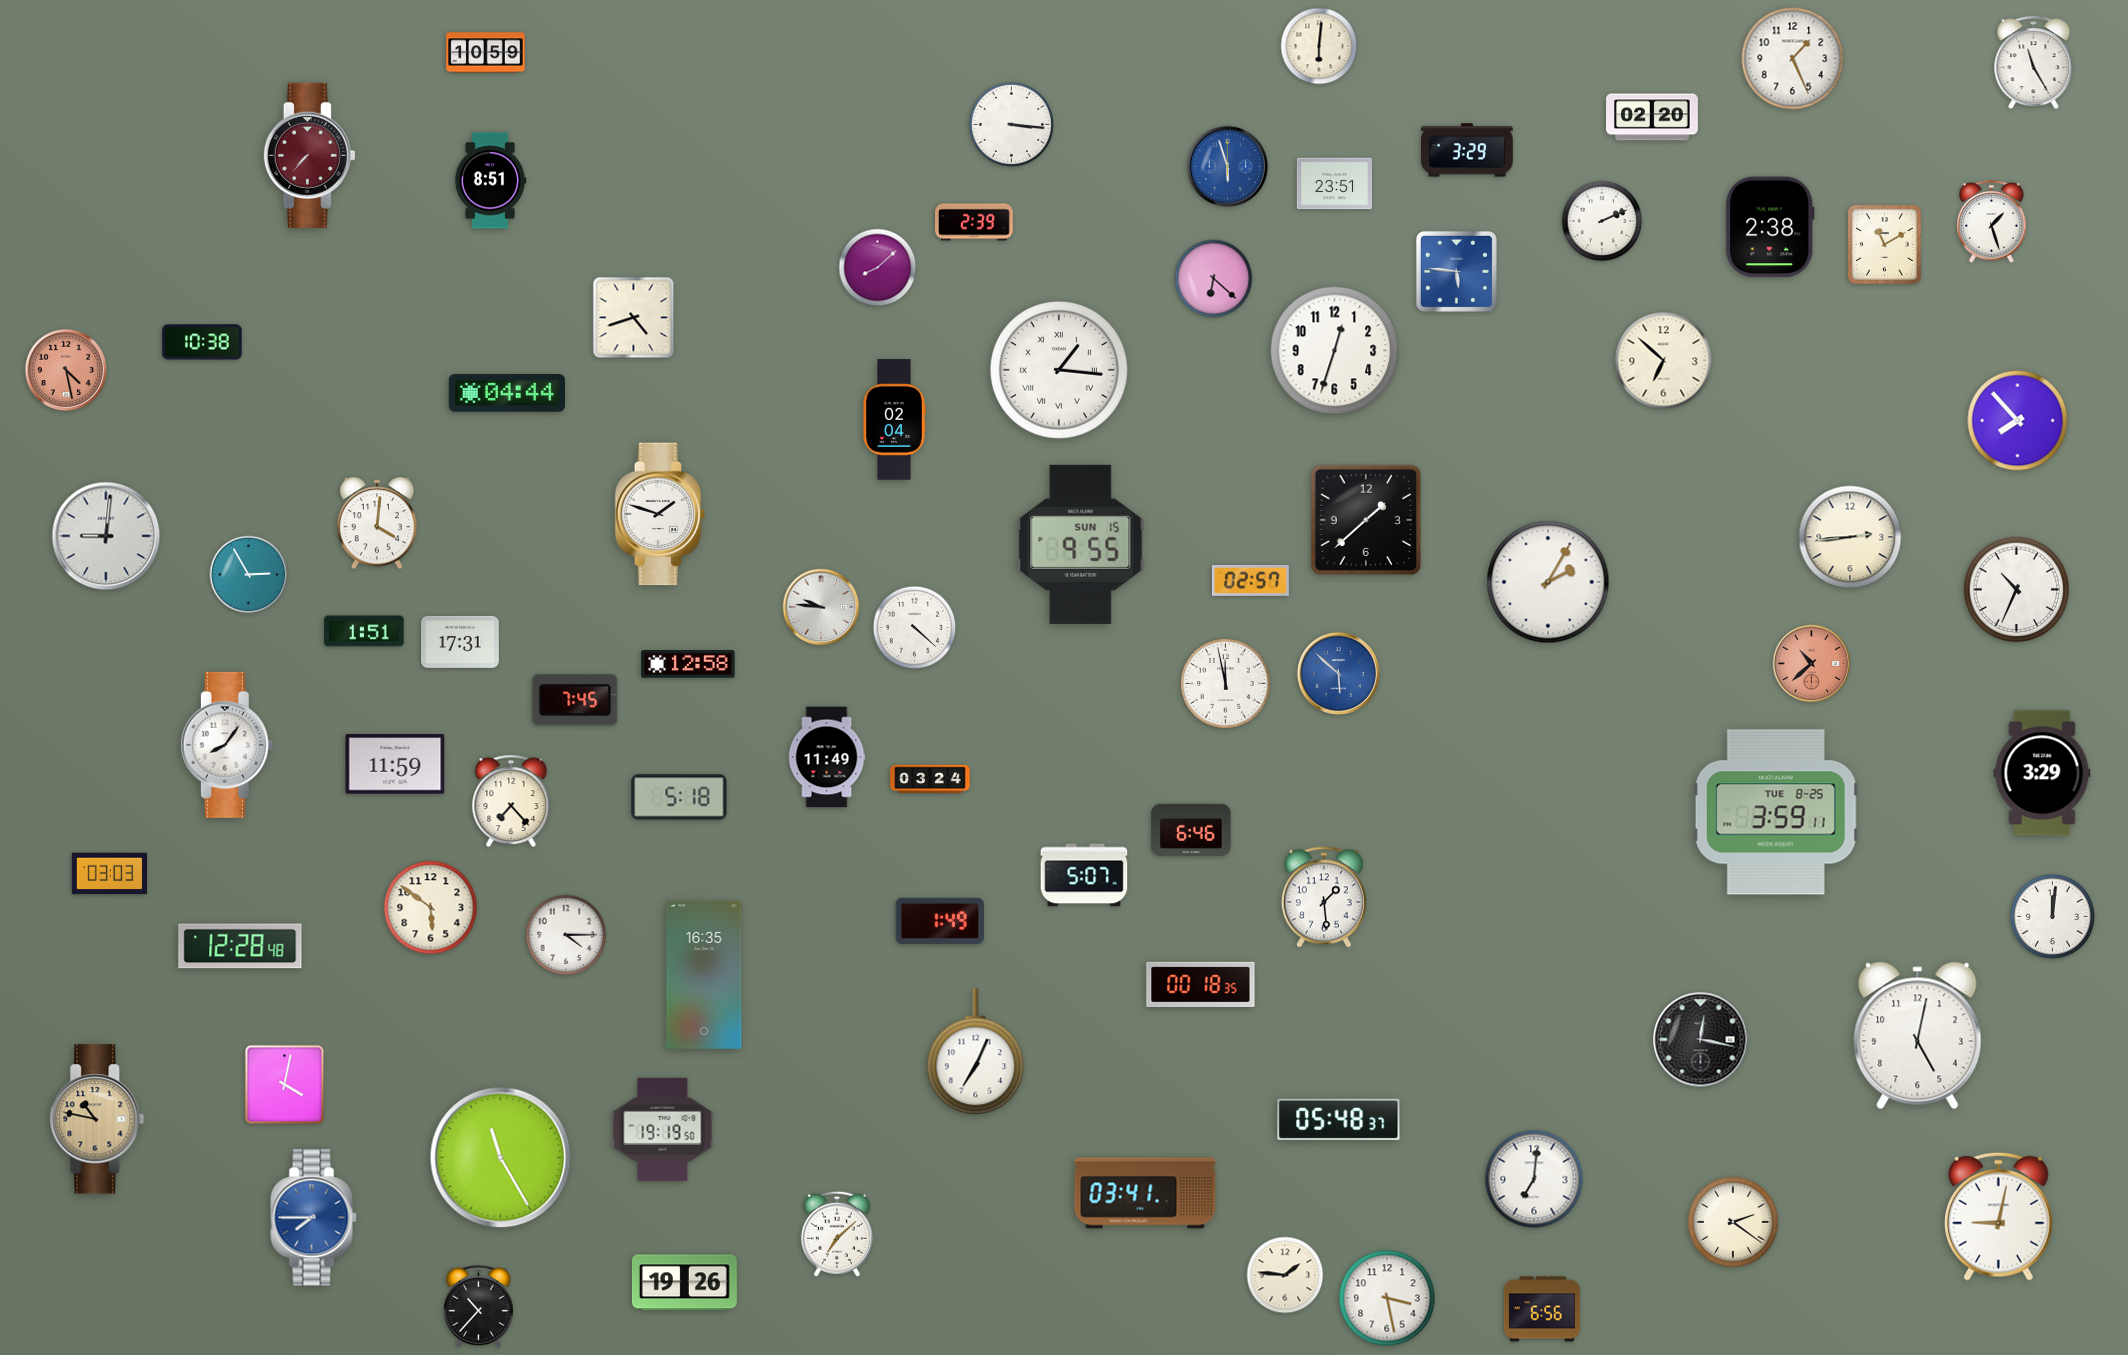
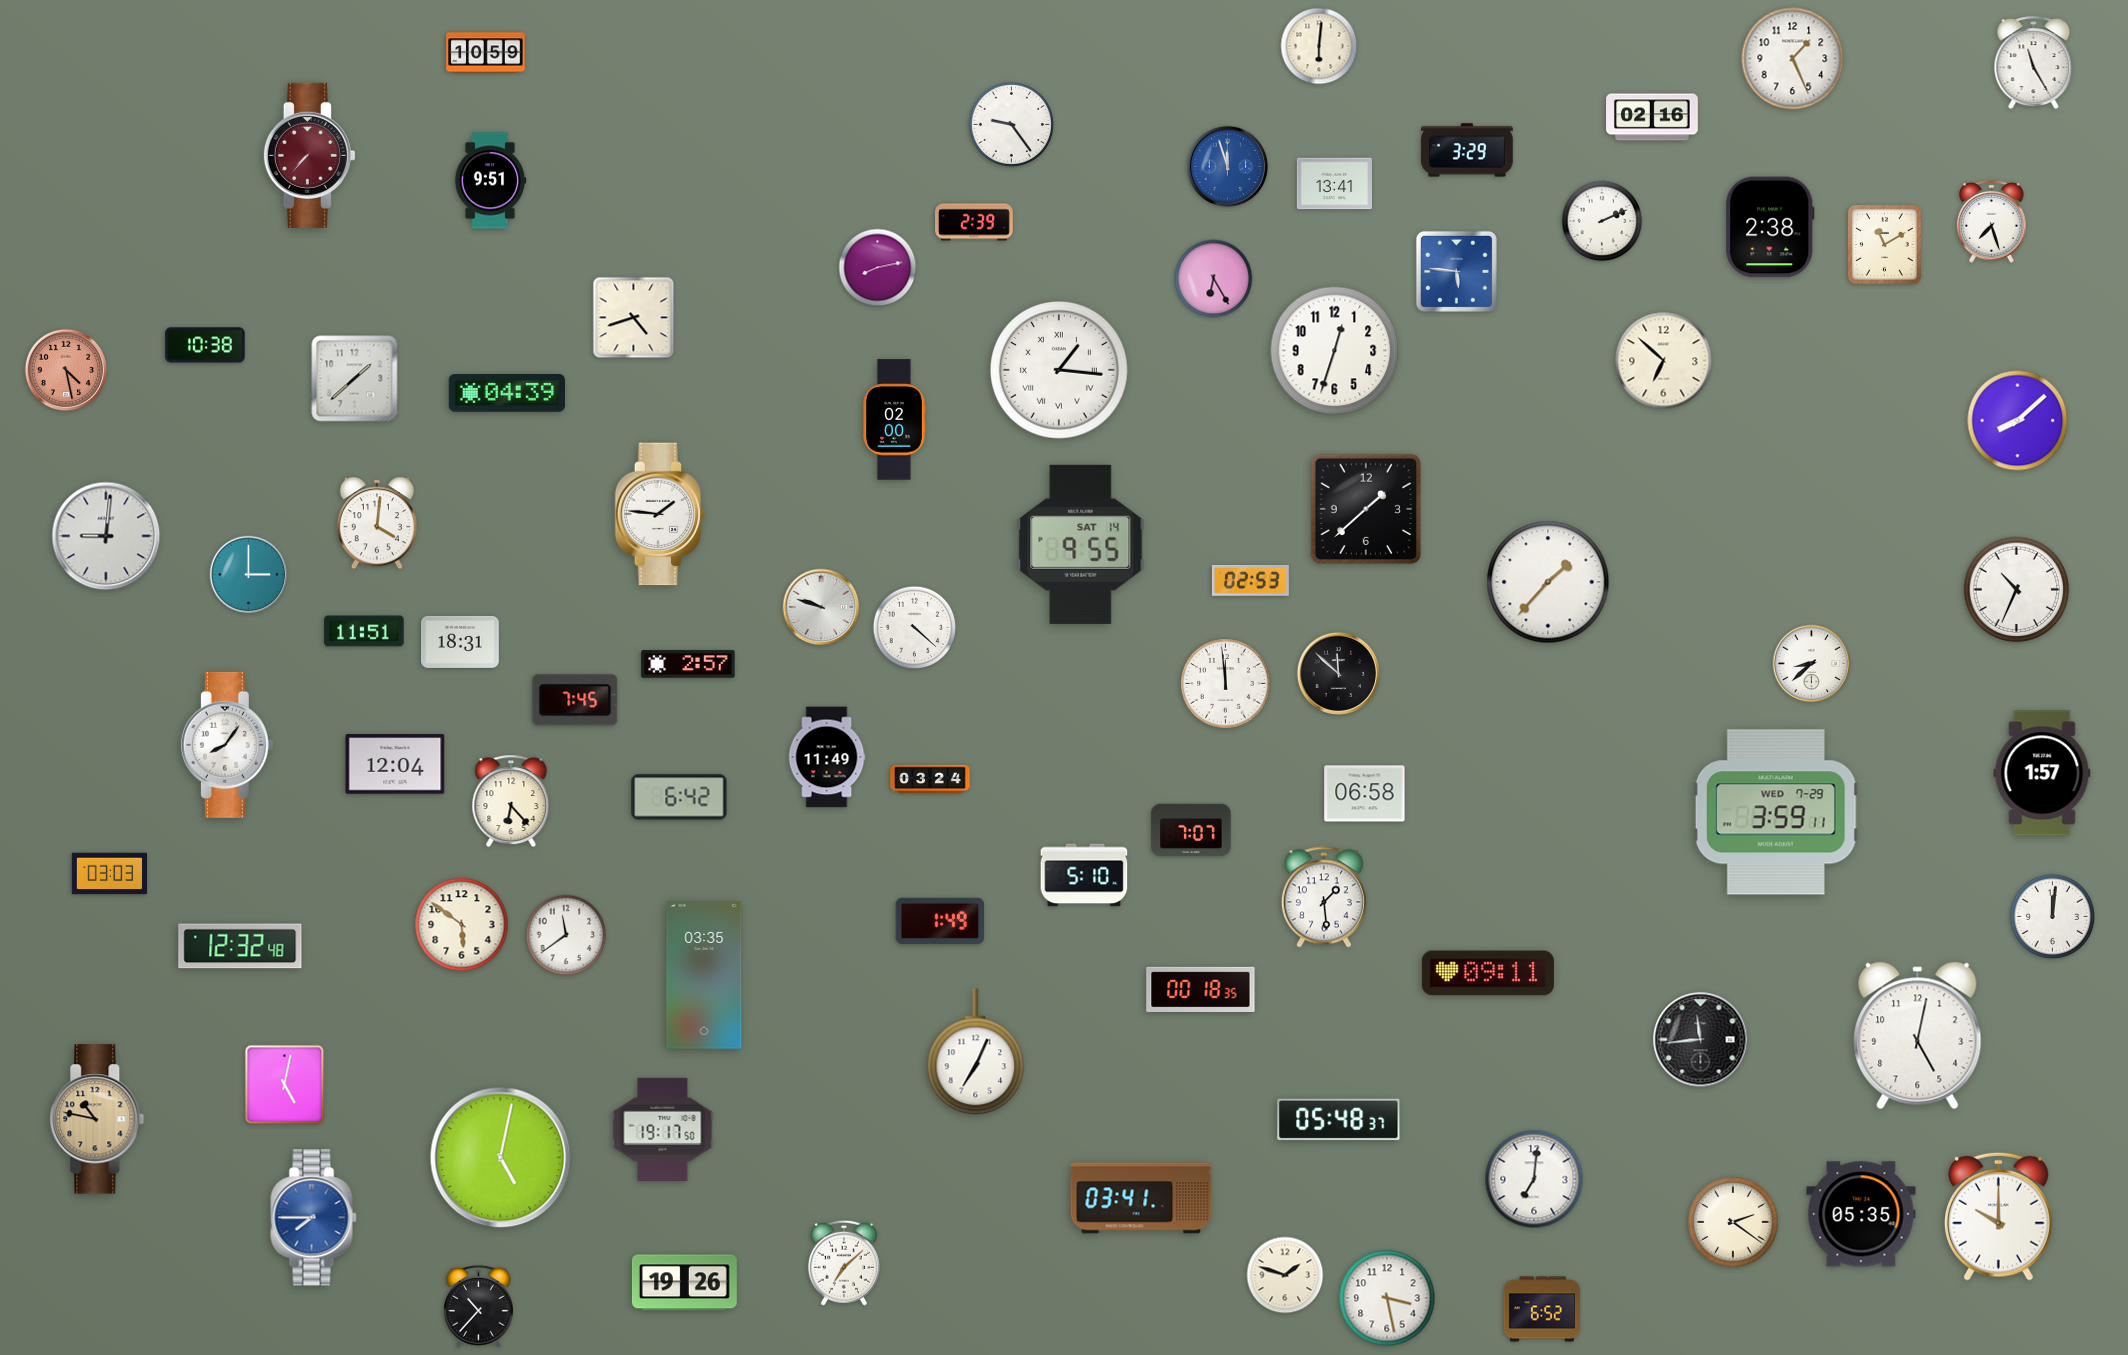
clock at (1652, 117): 02:20 -> 02:16
clock at (1011, 124): 3:16 -> 9:24
clock at (1228, 167): 5:57 -> 11:57
clock at (490, 181): 8:51 -> 9:51
clock at (1334, 184): 23:51 -> 13:41
clock at (1992, 222): 1:27 -> 7:27
clock at (878, 268): 8:08 -> 8:13
clock at (1214, 279): 6:22 -> 6:25
clock at (202, 342) position: (202, 342) -> (205, 345)
clock at (355, 379): none -> 1:38
clock at (506, 394): 04:44 -> 04:39
clock at (894, 420): 02:04 -> 02:00
clock at (2018, 421): 7:53 -> 8:08
clock at (660, 514): 1:48 -> 1:46
clock at (1366, 520) position: (1366, 520) -> (1366, 509)
clock at (1850, 537): 2:44 -> none
clock at (1081, 544) date: SUN 15 -> SAT 14
clock at (249, 575): 2:55 -> 3:00
clock at (1250, 580): 02:57 -> 02:53
clock at (1548, 582): 2:05 -> 1:37
clock at (821, 607): 9:46 -> 9:48
clock at (364, 631): 1:51 -> 11:51
clock at (461, 642): 17:31 -> 18:31
clock at (688, 664): 12:58 -> 2:57
clock at (1812, 664): 10:38 -> 8:38
clock at (1812, 664) dial: salmon -> white
clock at (1338, 673): 5:52 -> 11:52
clock at (1338, 673) dial: blue -> black
clock at (1226, 684): 11:58 -> 11:59
clock at (395, 764): 11:59 -> 12:04
clock at (2042, 773): 3:29 -> 1:57
clock at (1365, 794): none -> 06:58
clock at (679, 797): 5:18 -> 6:42
clock at (511, 801): 7:23 -> 6:23
clock at (1776, 812) date: TUE 8-25 -> WED 7-29
clock at (1191, 830): 6:46 -> 7:07
clock at (1084, 875): 5:07 -> 5:10
clock at (431, 908) position: (431, 908) -> (462, 925)
clock at (566, 935): 4:15 -> 11:39
clock at (240, 946): 12:28 -> 12:32
clock at (1488, 973): none -> 09:11
clock at (704, 976): 16:35 -> 03:35
clock at (1201, 984) position: (1201, 984) -> (1201, 989)
clock at (1701, 1040): 12:17 -> 11:44
clock at (285, 1085): 4:02 -> 5:02
clock at (663, 1129): 19:19 -> 19:17
clock at (501, 1158): 11:25 -> 5:02
clock at (1145, 1193) position: (1145, 1193) -> (1141, 1198)
clock at (1861, 1214): none -> 05:35
clock at (1999, 1216): 9:02 -> 10:00
clock at (837, 1234) position: (837, 1234) -> (844, 1263)
clock at (1285, 1275): 1:46 -> 1:48
clock at (1542, 1309): 6:56 -> 6:52
